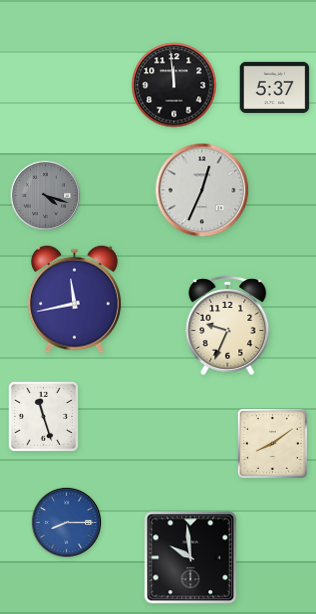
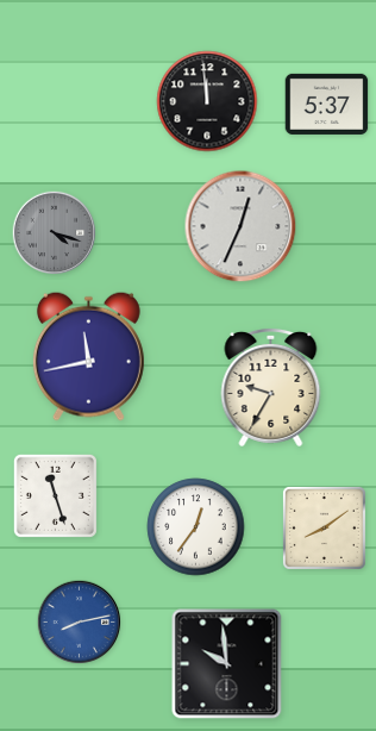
clock at (228, 325): 9:34 -> 9:35
clock at (43, 416) position: (43, 416) -> (55, 495)
clock at (196, 527): none -> 12:36
clock at (67, 523): 8:15 -> 8:13
